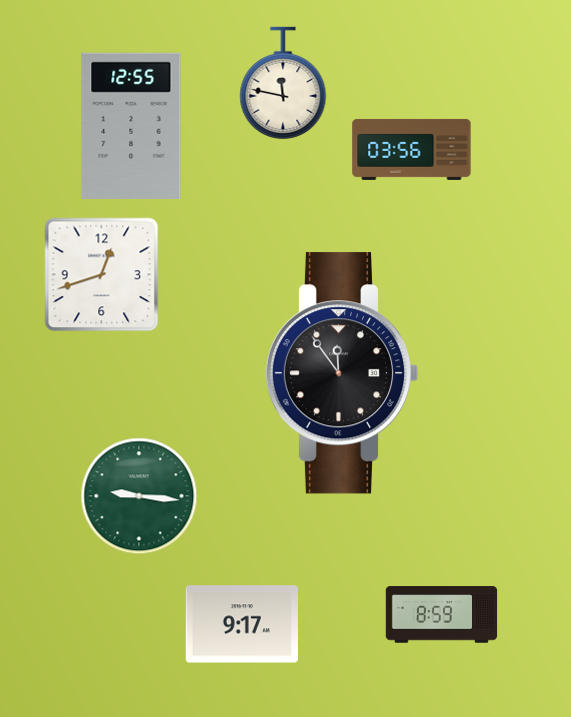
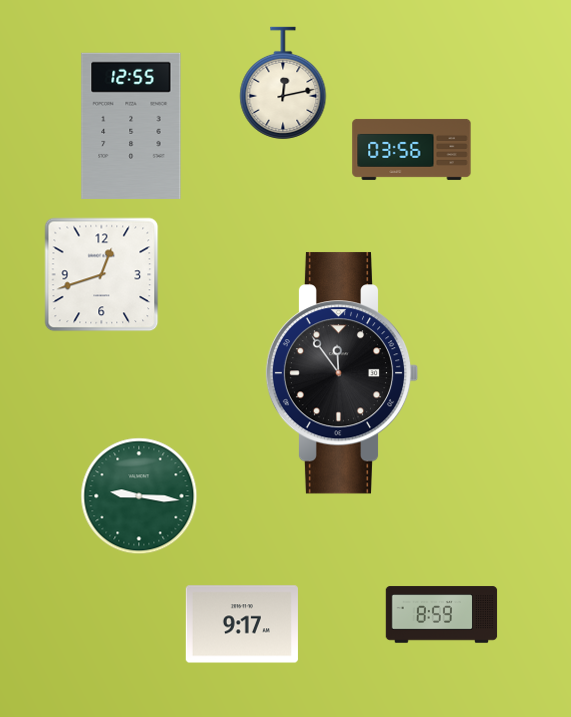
clock at (283, 83): 11:47 -> 12:13
